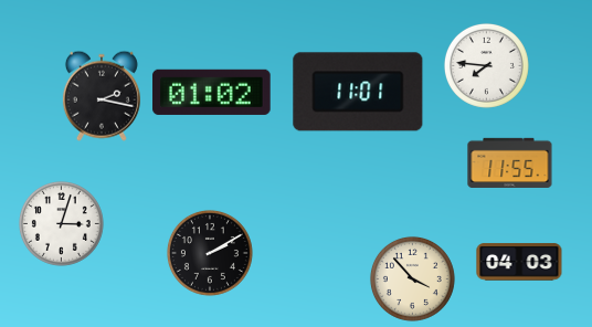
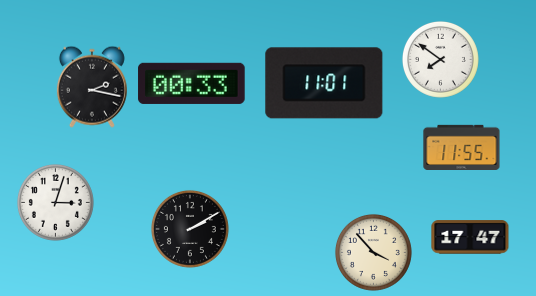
clock at (486, 65): 7:46 -> 7:51
clock at (212, 92): 01:02 -> 00:33
clock at (519, 262): 04:03 -> 17:47
